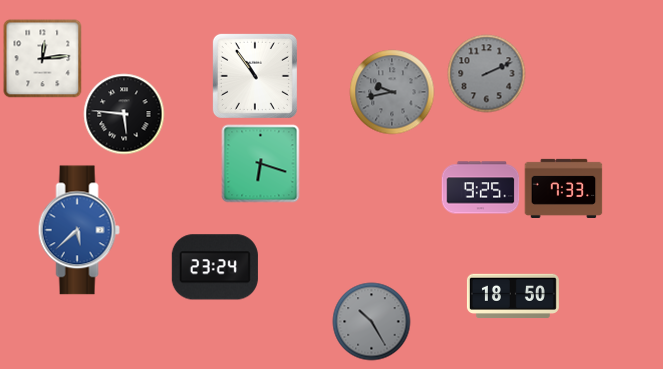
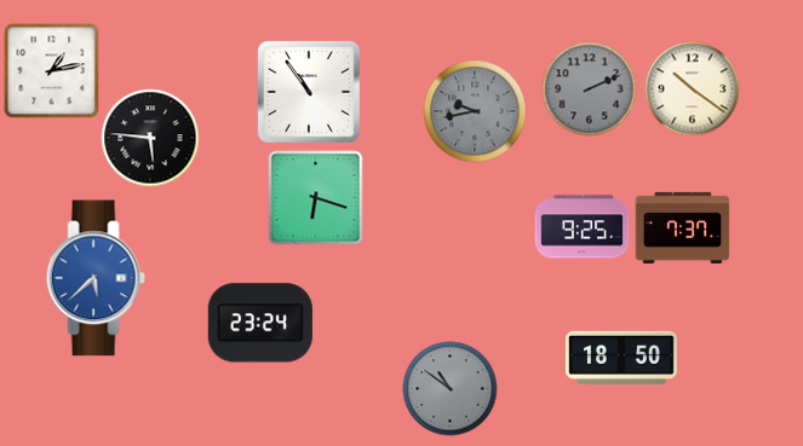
clock at (42, 58): 12:14 -> 1:13
clock at (692, 88): none -> 10:21
clock at (563, 188): 7:33 -> 7:37
clock at (371, 321): 10:25 -> 10:51
